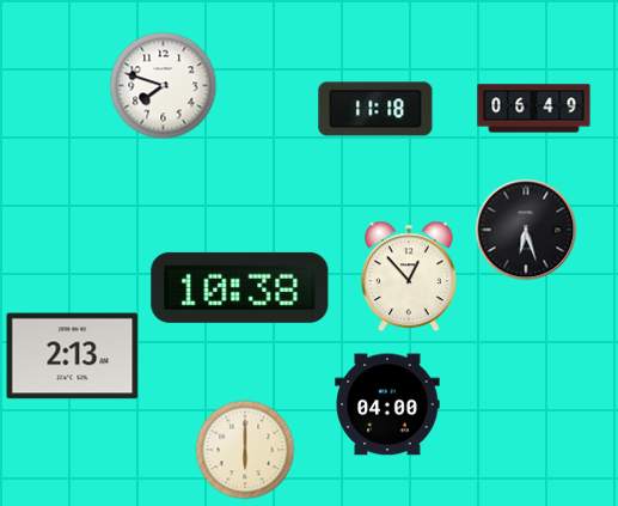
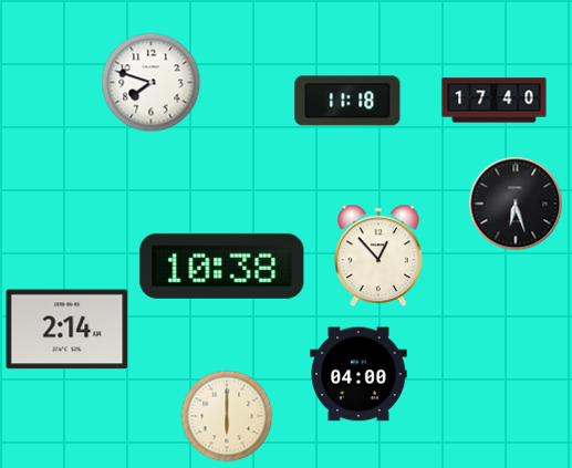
clock at (163, 85) position: (163, 85) -> (150, 82)
clock at (534, 109): 06:49 -> 17:40
clock at (526, 230) position: (526, 230) -> (516, 204)
clock at (73, 356): 2:13 -> 2:14
